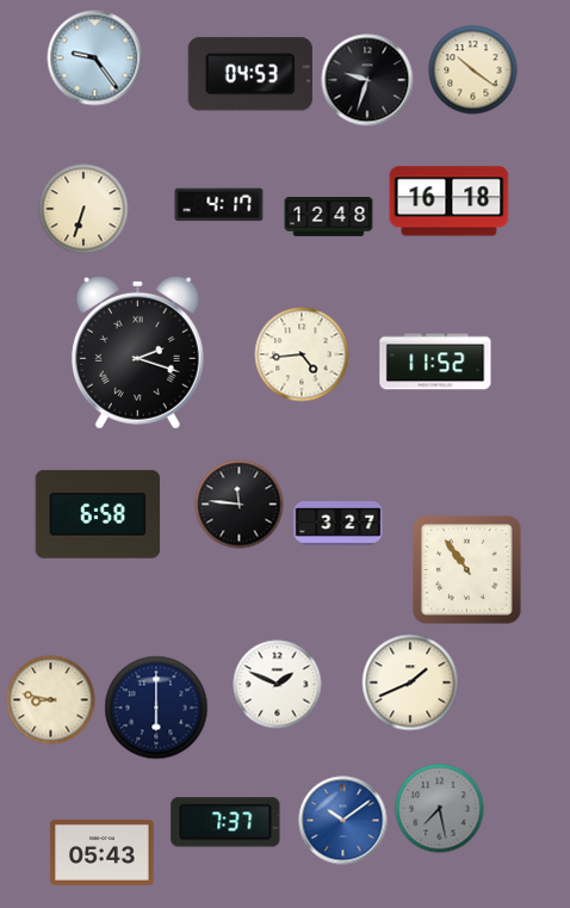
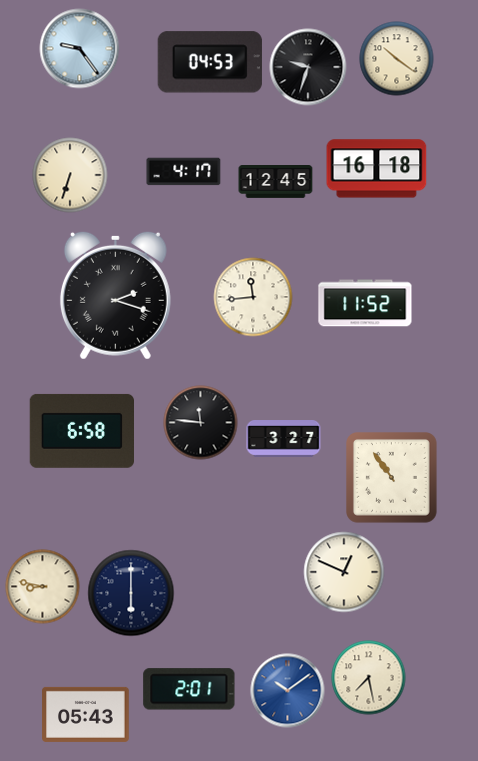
clock at (329, 217): 12:48 -> 12:45
clock at (302, 354): 4:44 -> 11:44
clock at (410, 682): 1:41 -> 12:49
clock at (278, 685): 1:49 -> none
clock at (440, 809) dial: grey -> cream
clock at (343, 821) position: (343, 821) -> (288, 691)
clock at (225, 822): 7:37 -> 2:01
